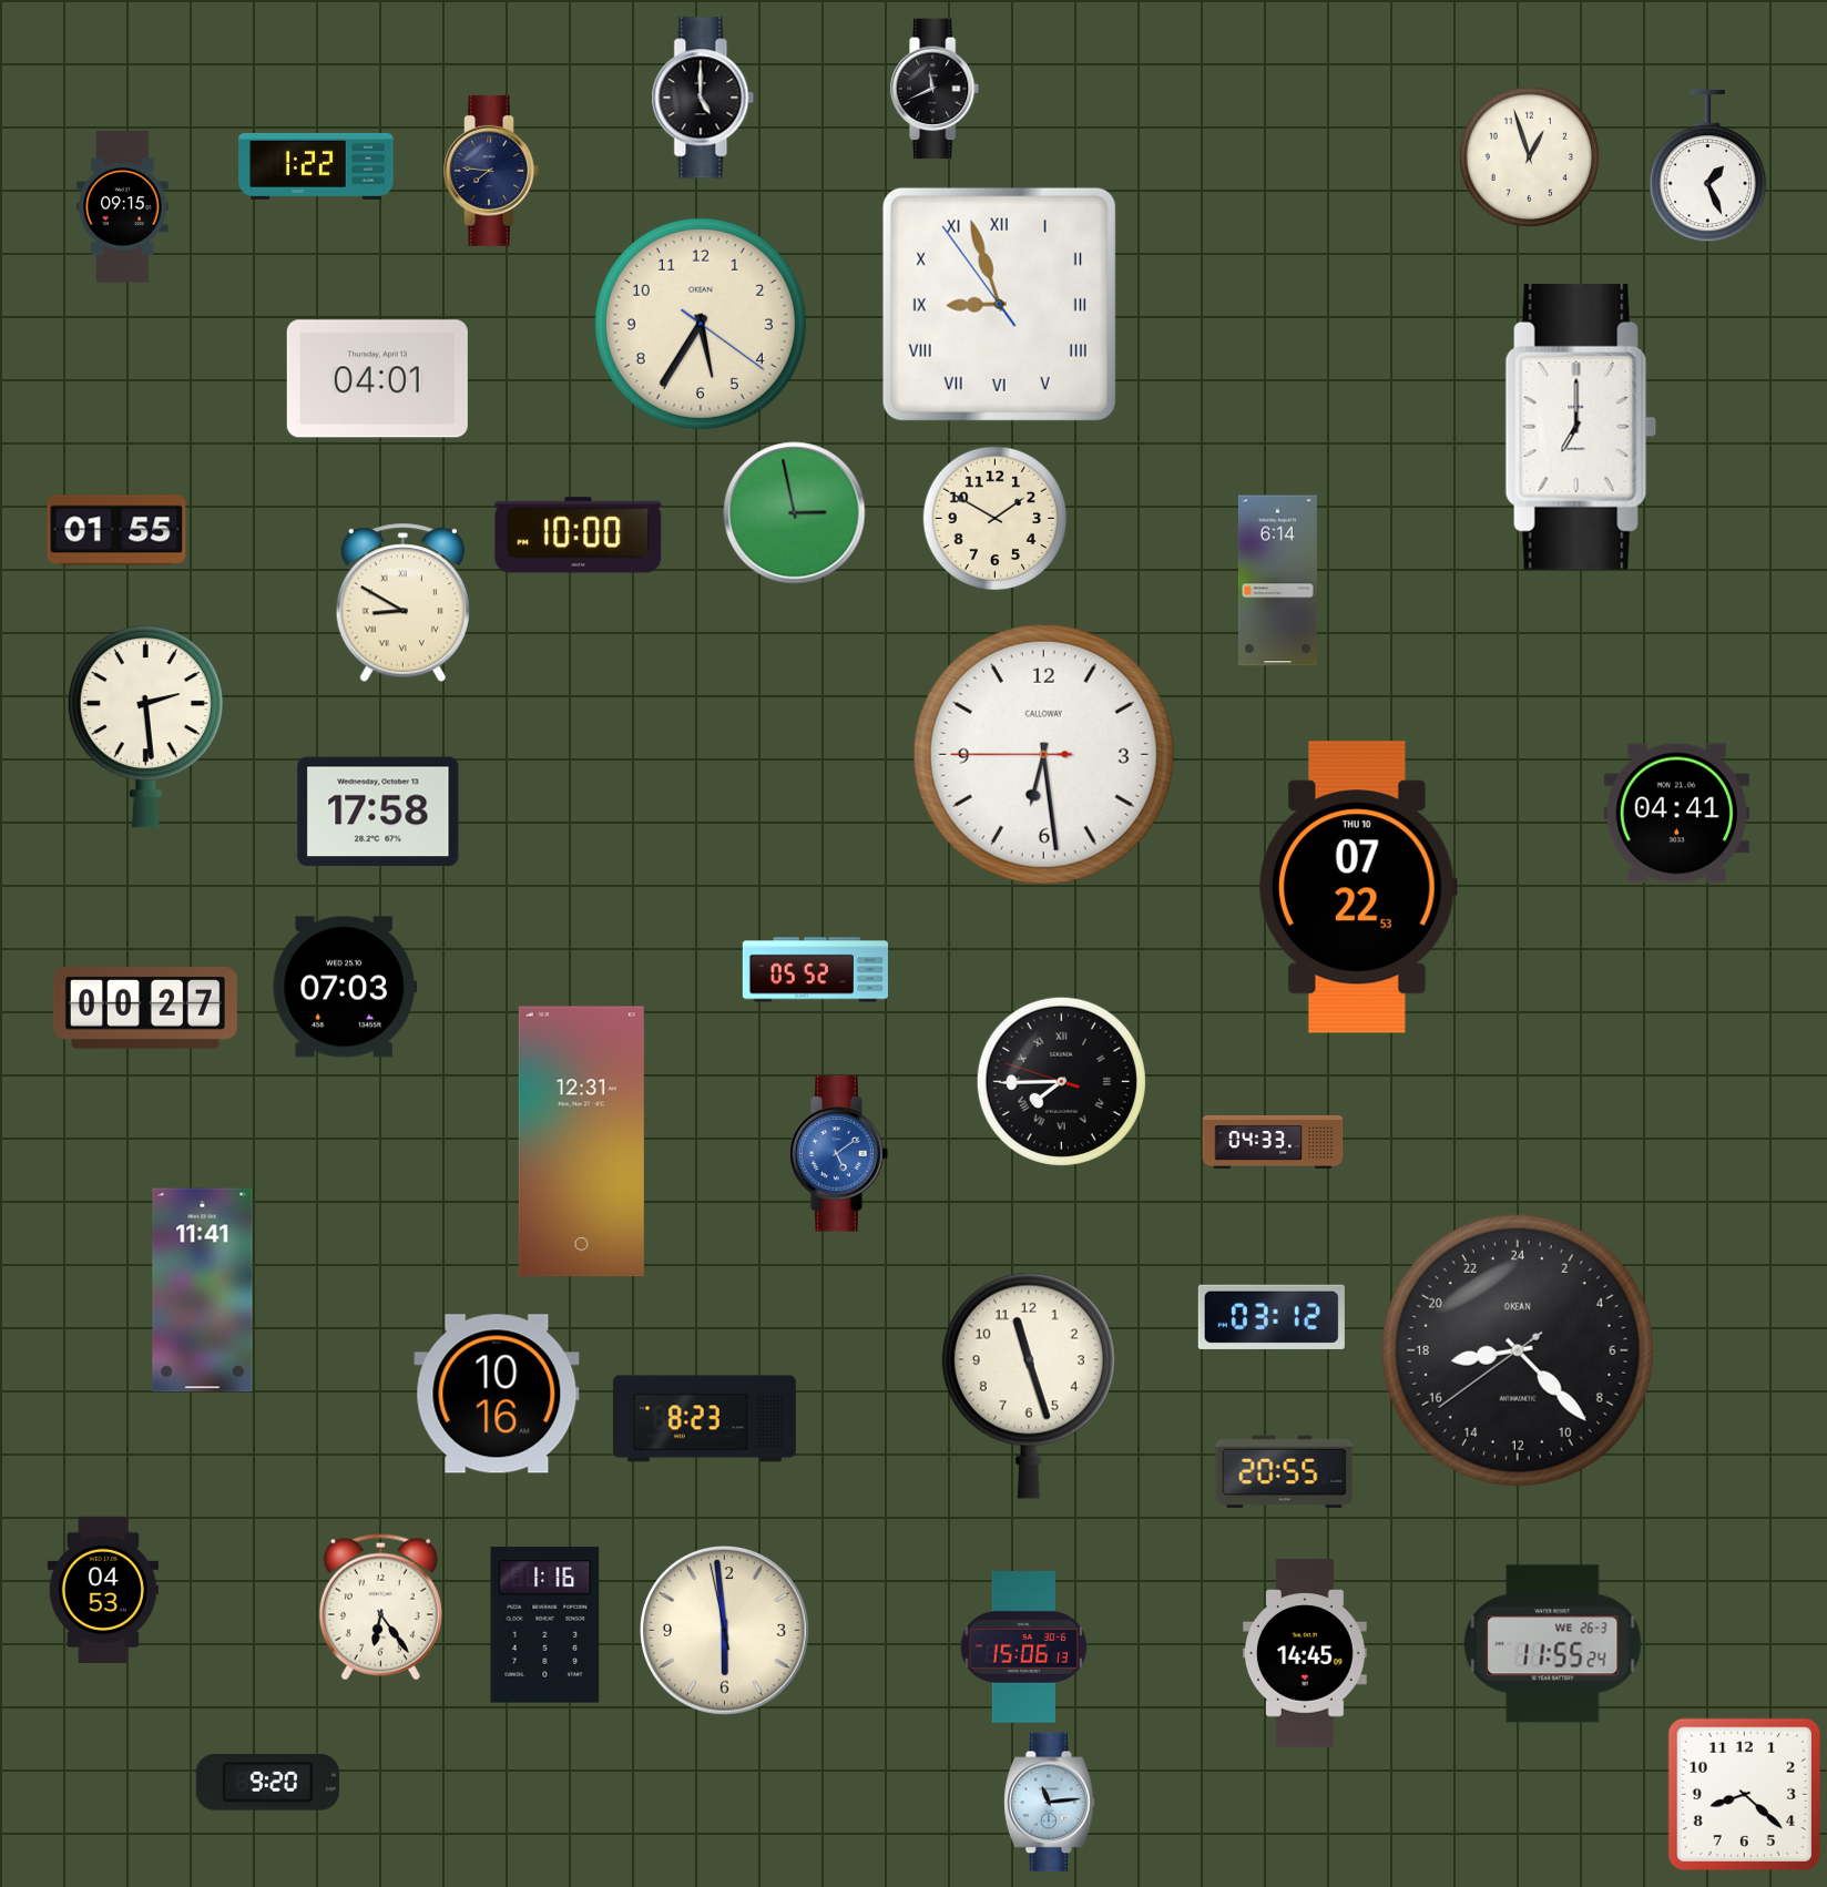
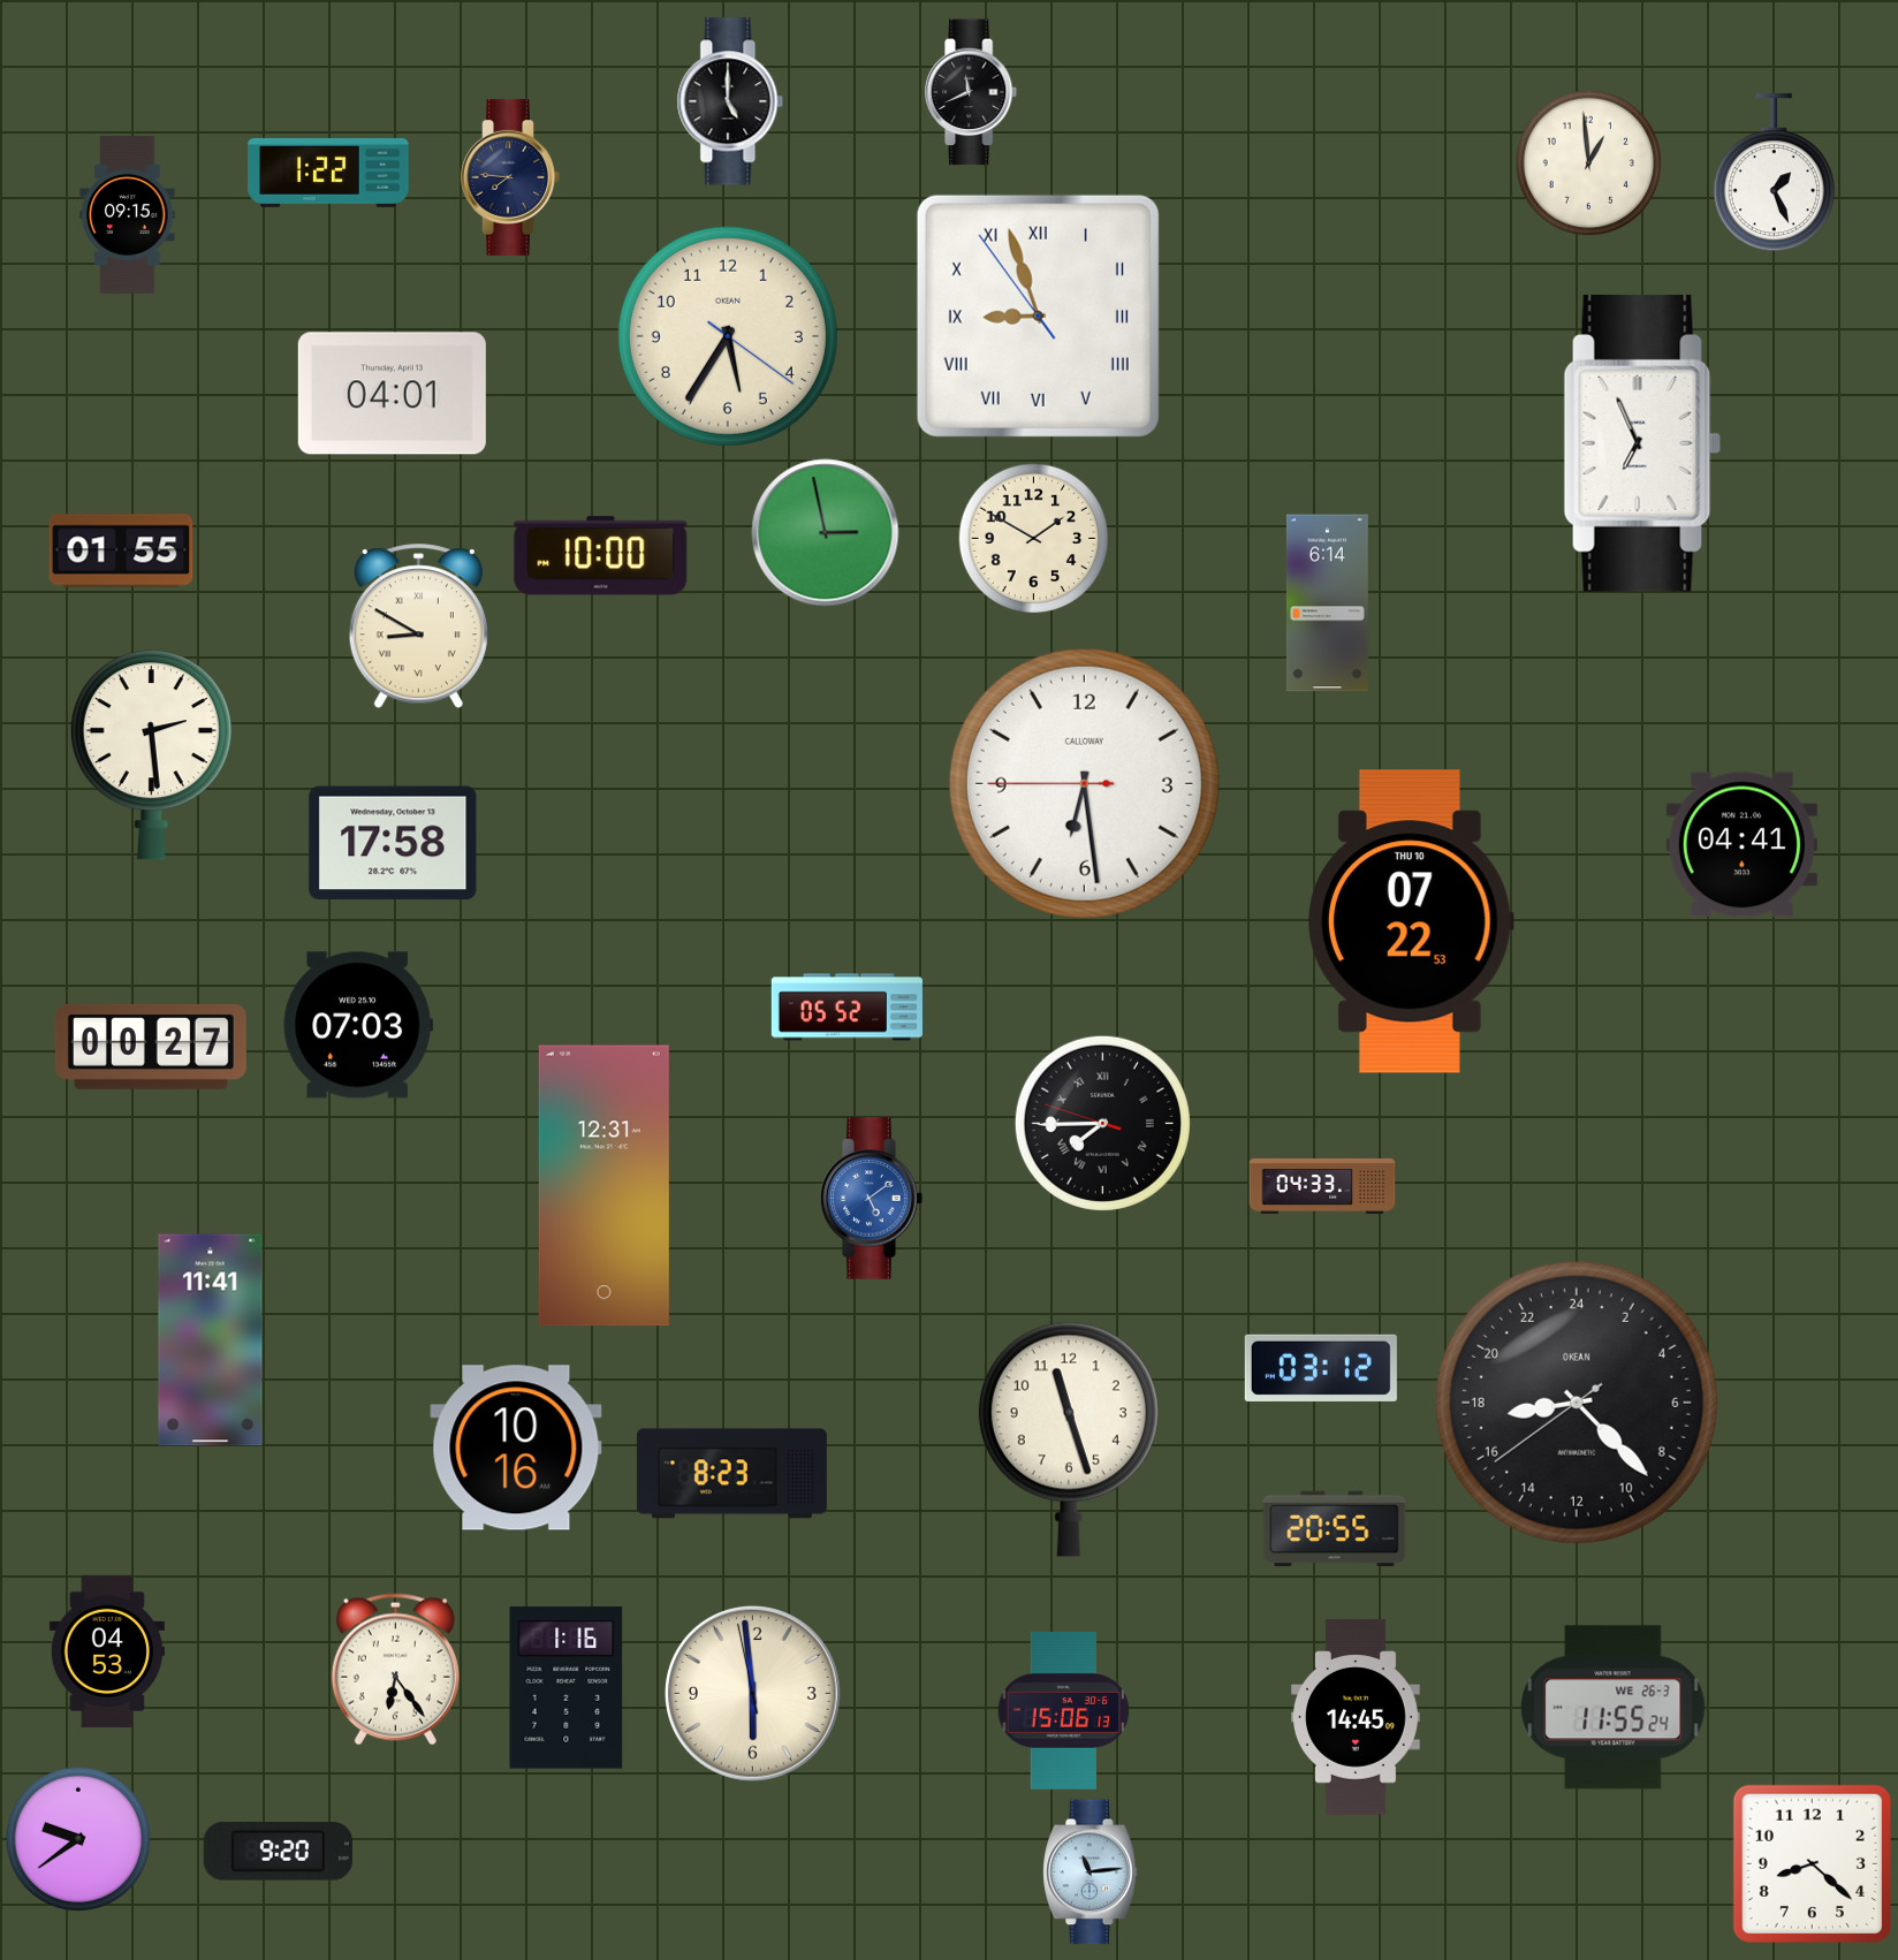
clock at (1530, 157): 12:57 -> 12:59
clock at (1581, 427): 7:00 -> 6:56
clock at (78, 1839): none -> 9:39
